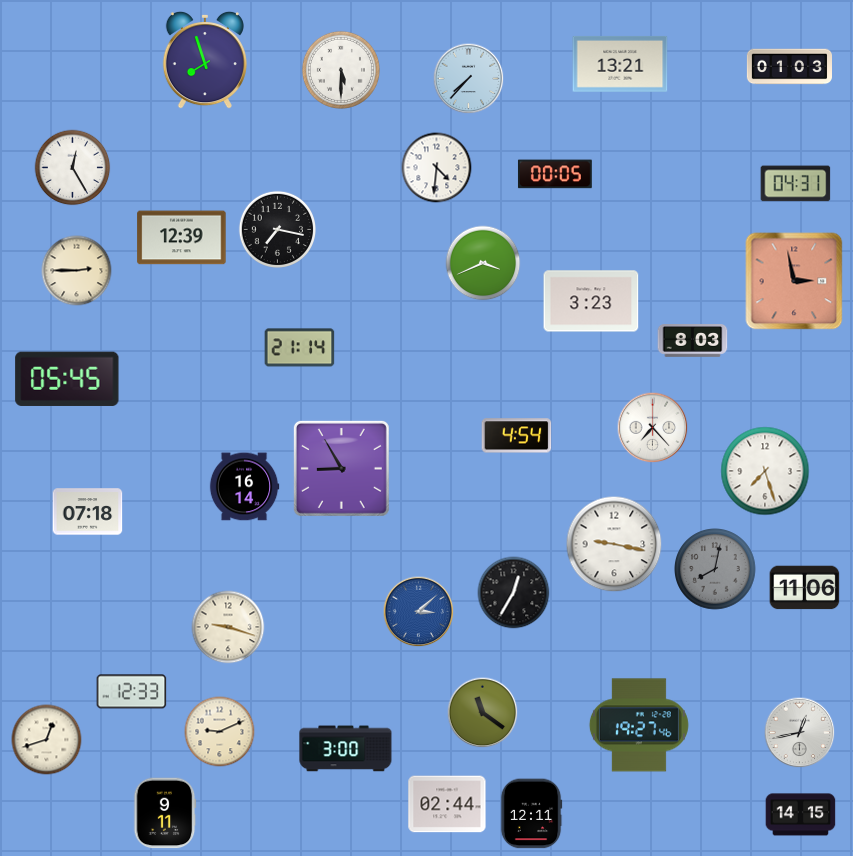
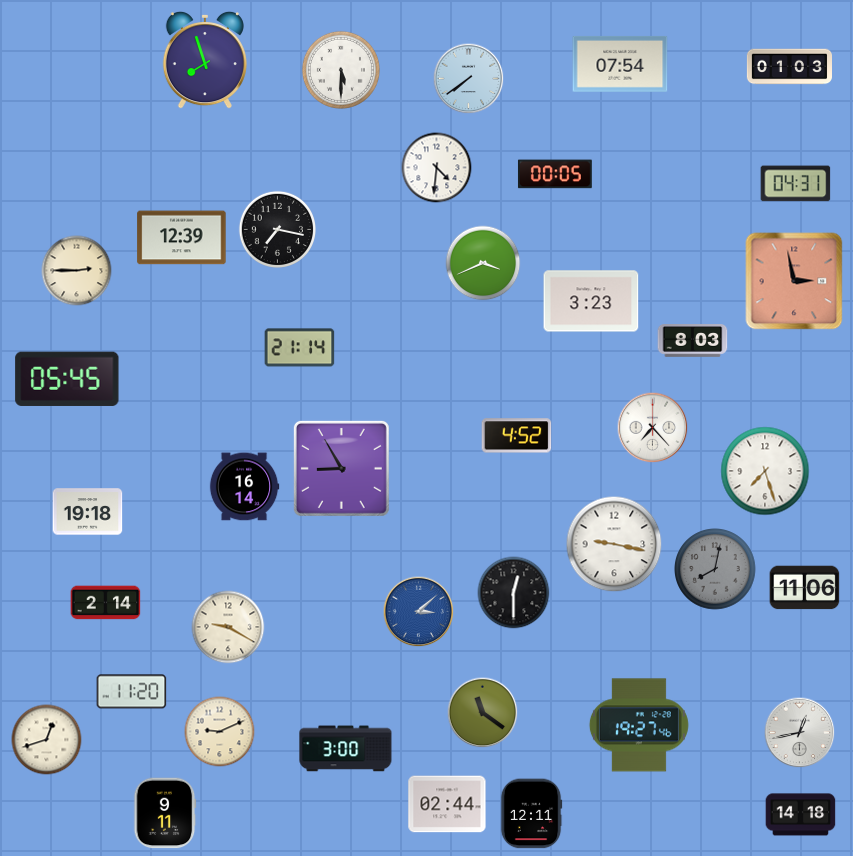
clock at (620, 64): 13:21 -> 07:54
clock at (469, 79): 7:37 -> 7:39
clock at (73, 168): 12:25 -> none
clock at (517, 436): 4:54 -> 4:52
clock at (88, 512): 07:18 -> 19:18
clock at (514, 593): 12:35 -> 12:30
clock at (106, 603): none -> 2:14
clock at (228, 627): 9:18 -> 9:20
clock at (132, 692): 12:33 -> 11:20
clock at (801, 815): 14:15 -> 14:18
